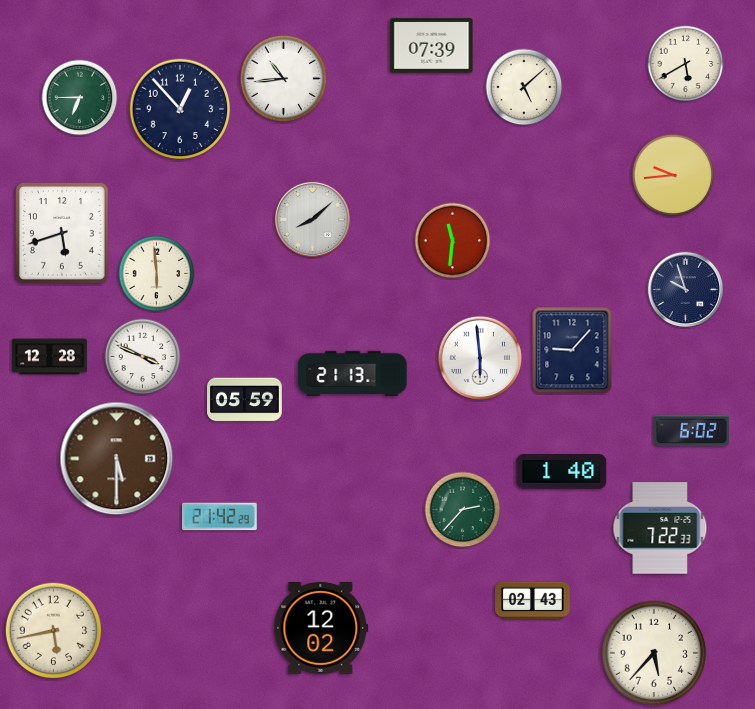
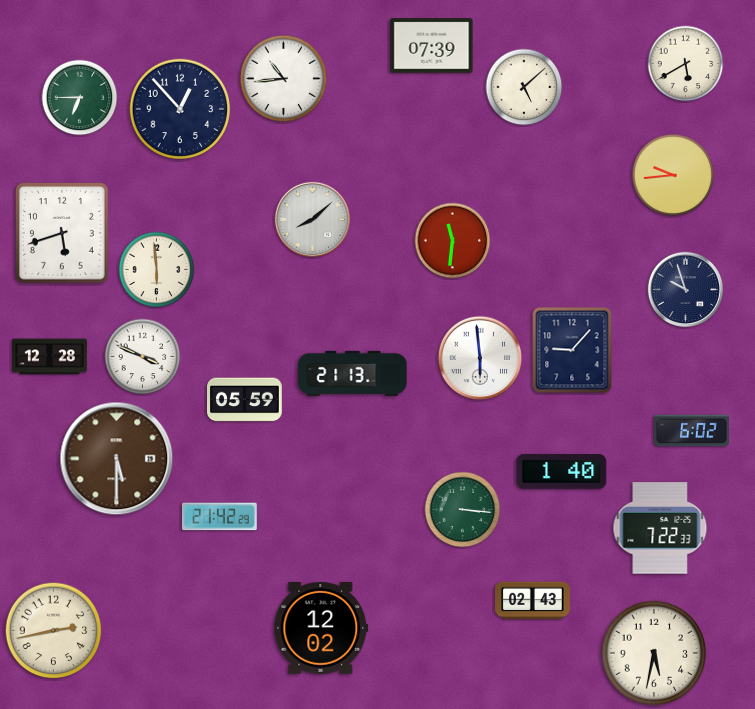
clock at (157, 274) position: (157, 274) -> (157, 270)
clock at (463, 510): 2:37 -> 3:16
clock at (54, 631): 5:43 -> 2:43
clock at (654, 653): 5:37 -> 5:32
